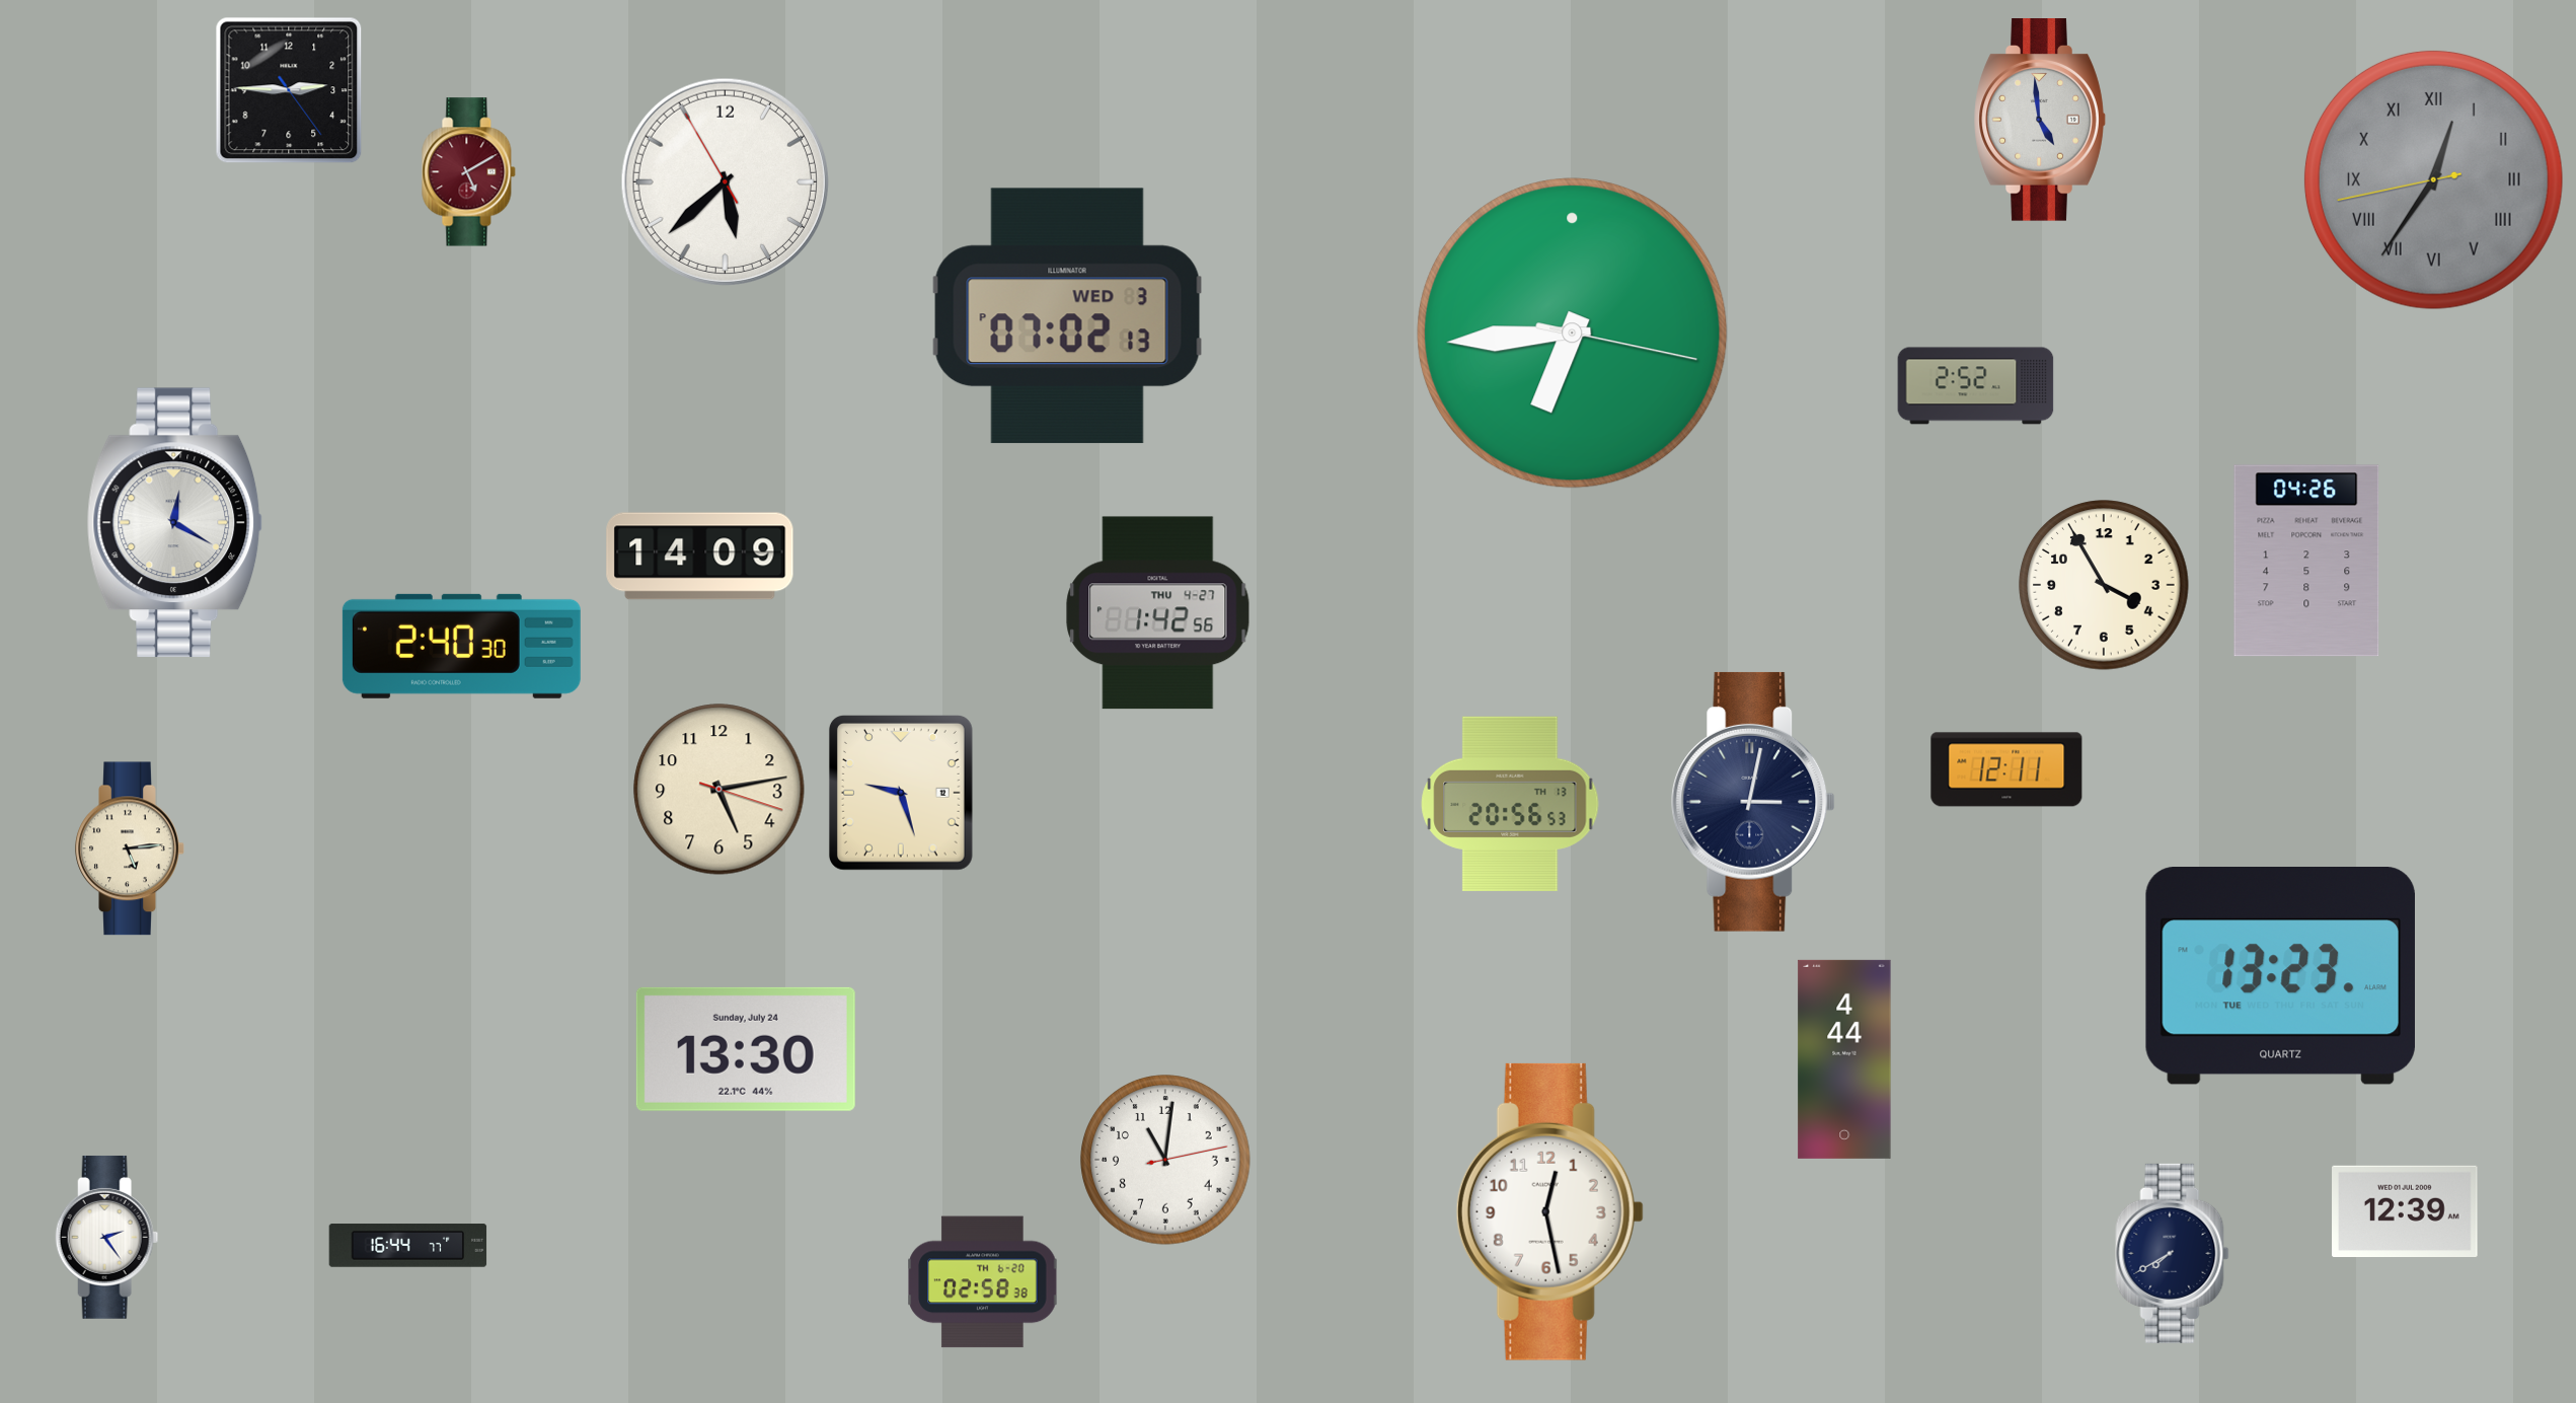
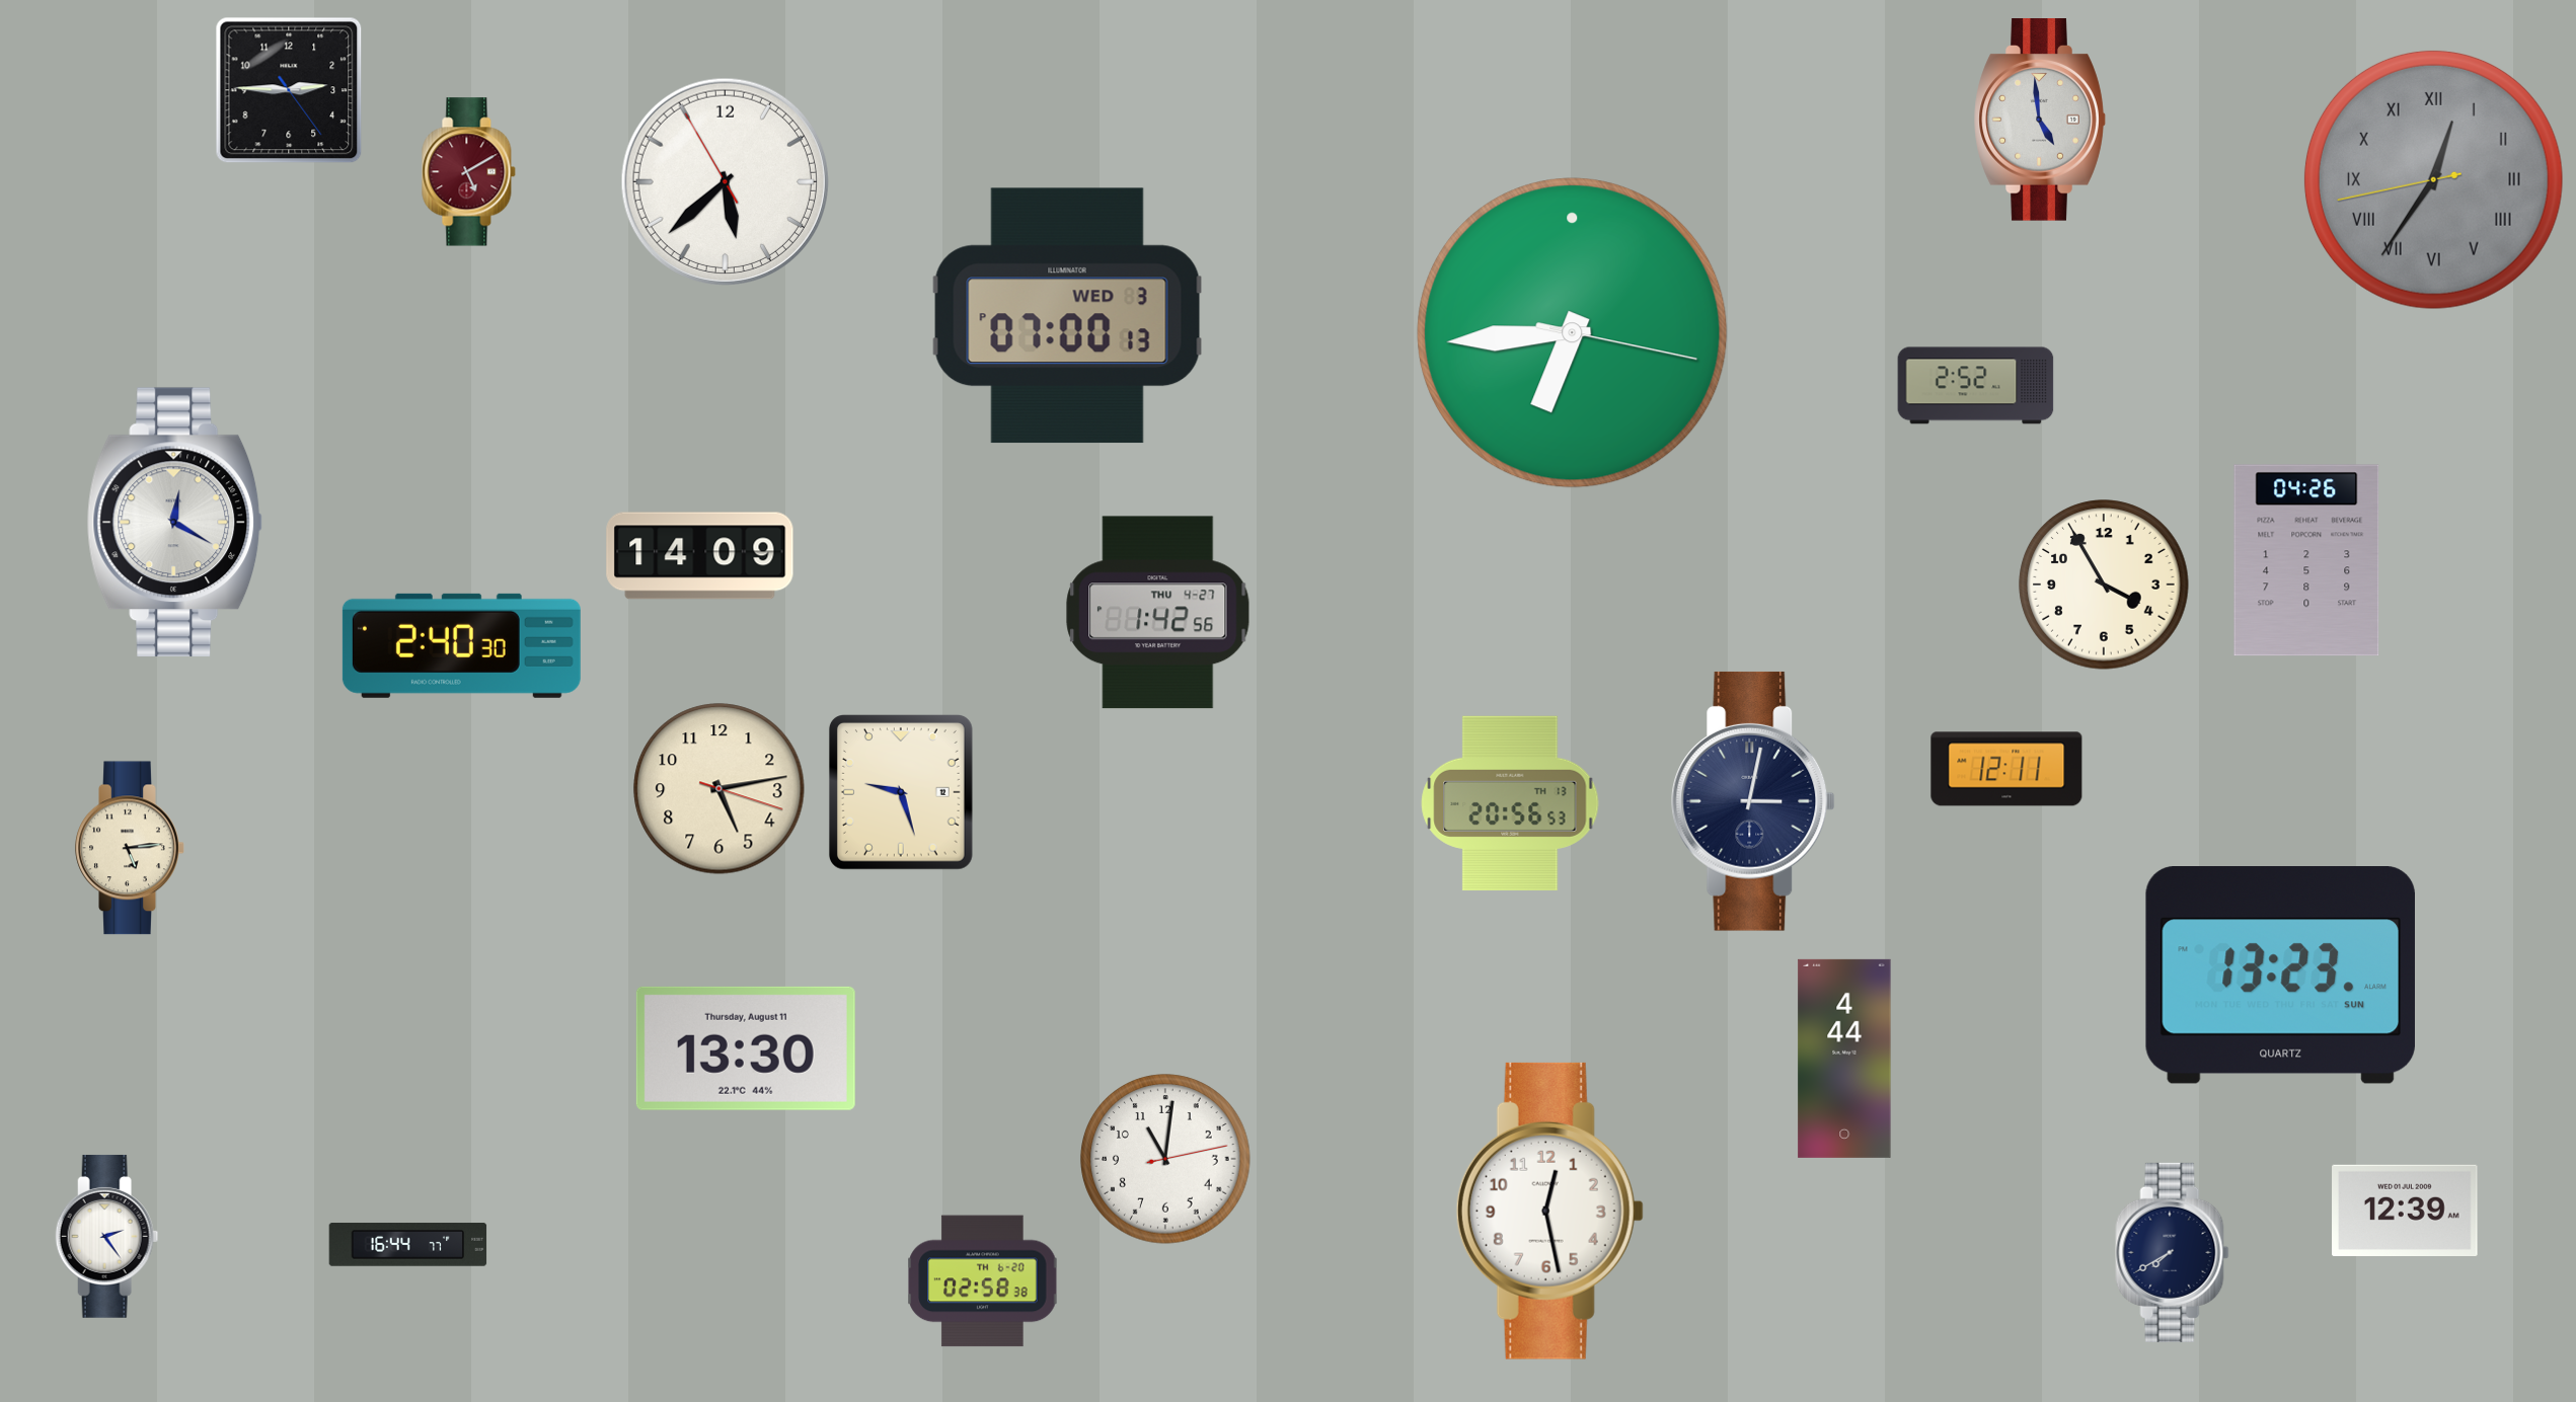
clock at (1068, 316): 07:02 -> 07:00
clock at (2280, 976) date: TUE -> SUN
clock at (746, 1049) date: Sunday, July 24 -> Thursday, August 11
